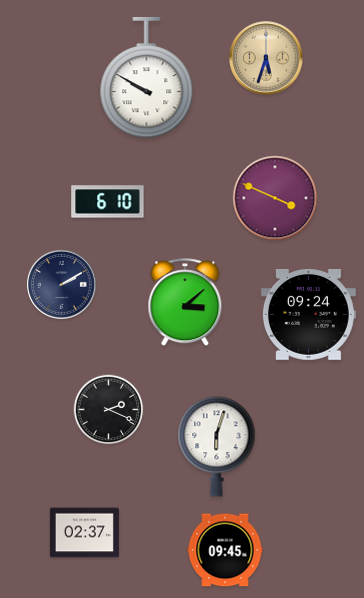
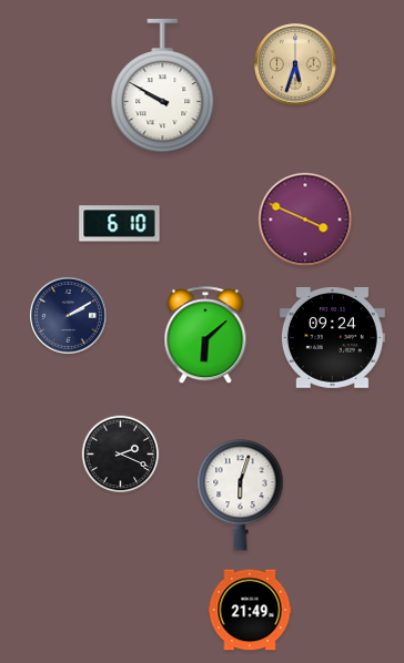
clock at (185, 303): 3:08 -> 6:08
clock at (308, 314) position: (308, 314) -> (332, 337)
clock at (84, 533): 02:37 -> none
clock at (225, 550): 09:45 -> 21:49
